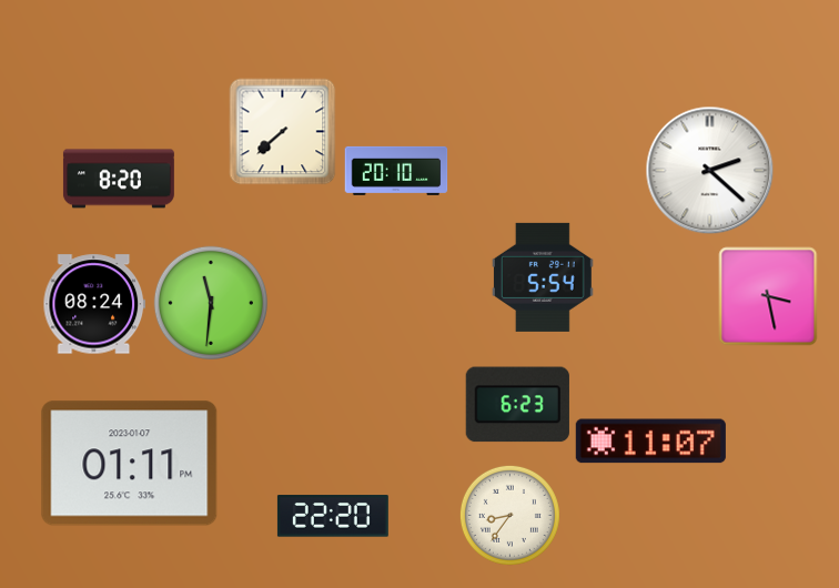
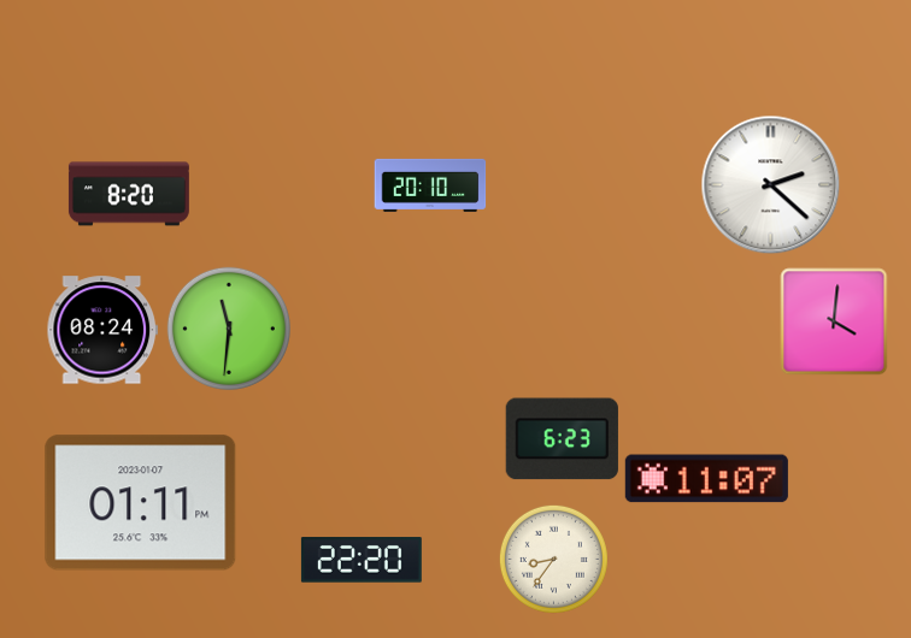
clock at (283, 132): 7:38 -> none
clock at (543, 277): 5:54 -> none
clock at (768, 296): 3:28 -> 4:01
